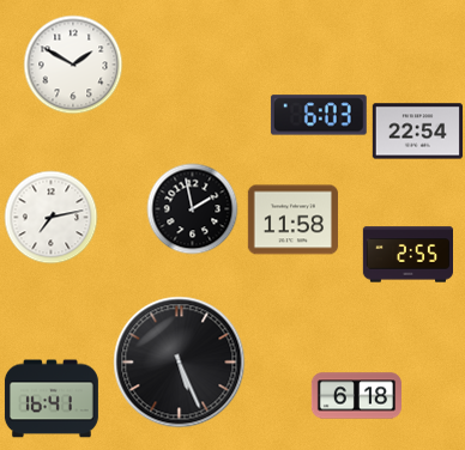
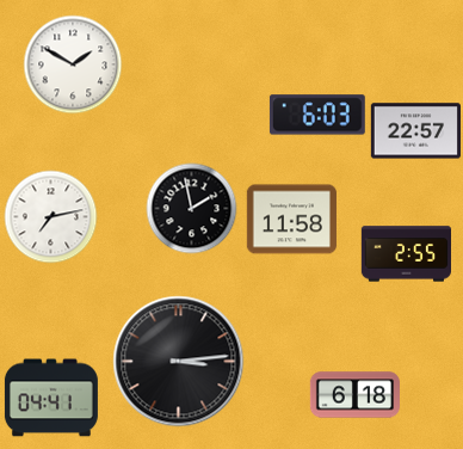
clock at (417, 132): 22:54 -> 22:57
clock at (180, 363): 5:26 -> 3:14
clock at (52, 399): 16:41 -> 04:41
